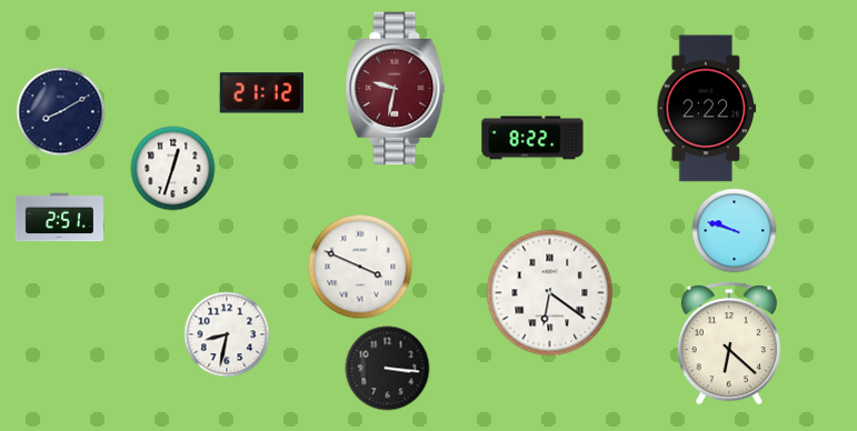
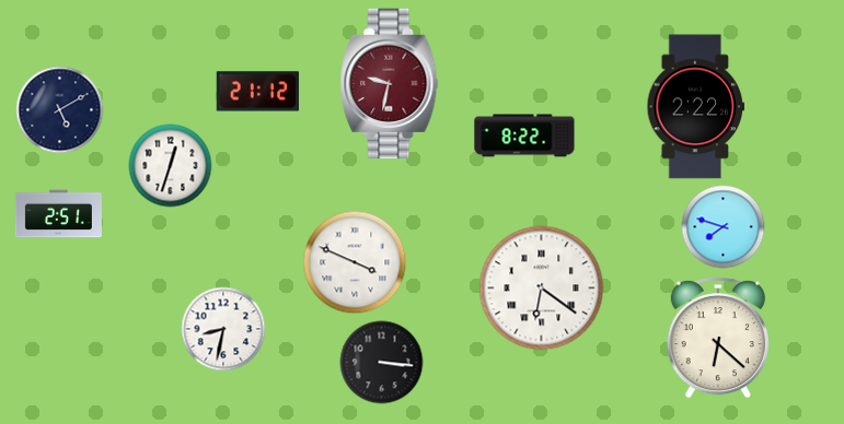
clock at (396, 89) position: (396, 89) -> (390, 84)
clock at (61, 112): 8:10 -> 5:10
clock at (735, 231): 9:48 -> 7:48
